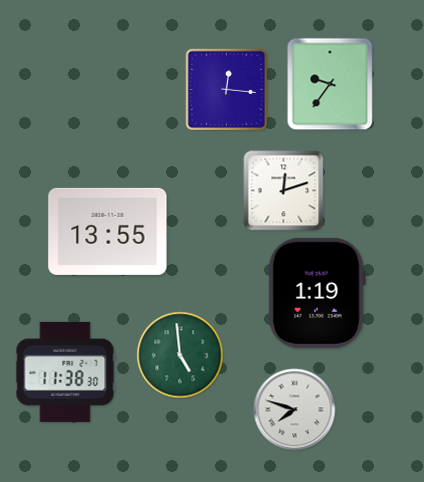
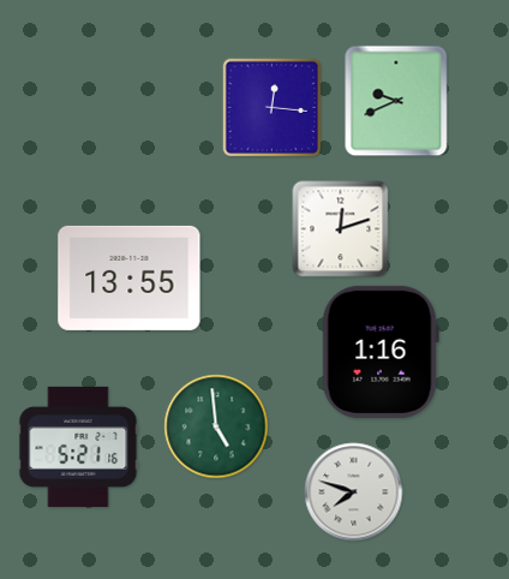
clock at (330, 84): 9:36 -> 9:41
clock at (317, 293): 1:19 -> 1:16
clock at (65, 372): 11:38 -> 5:21
